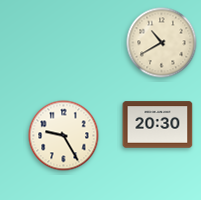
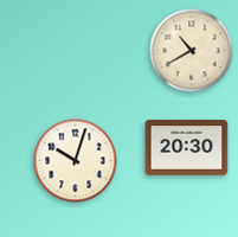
clock at (64, 136): 9:25 -> 10:03
